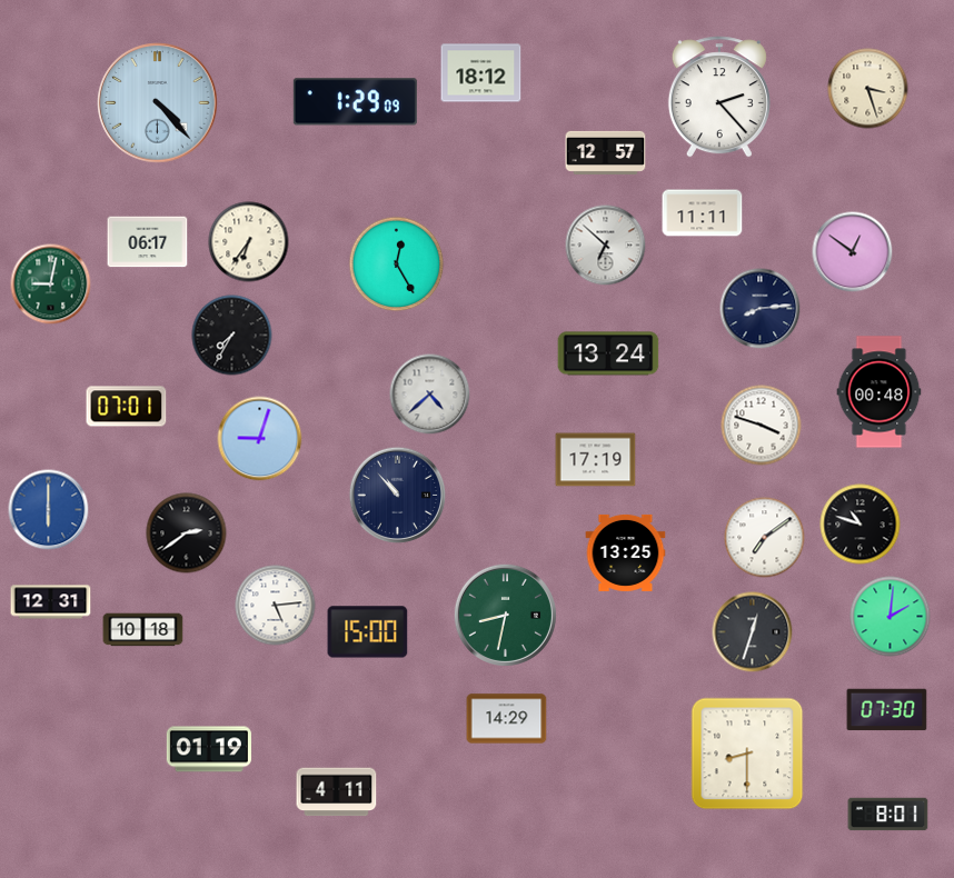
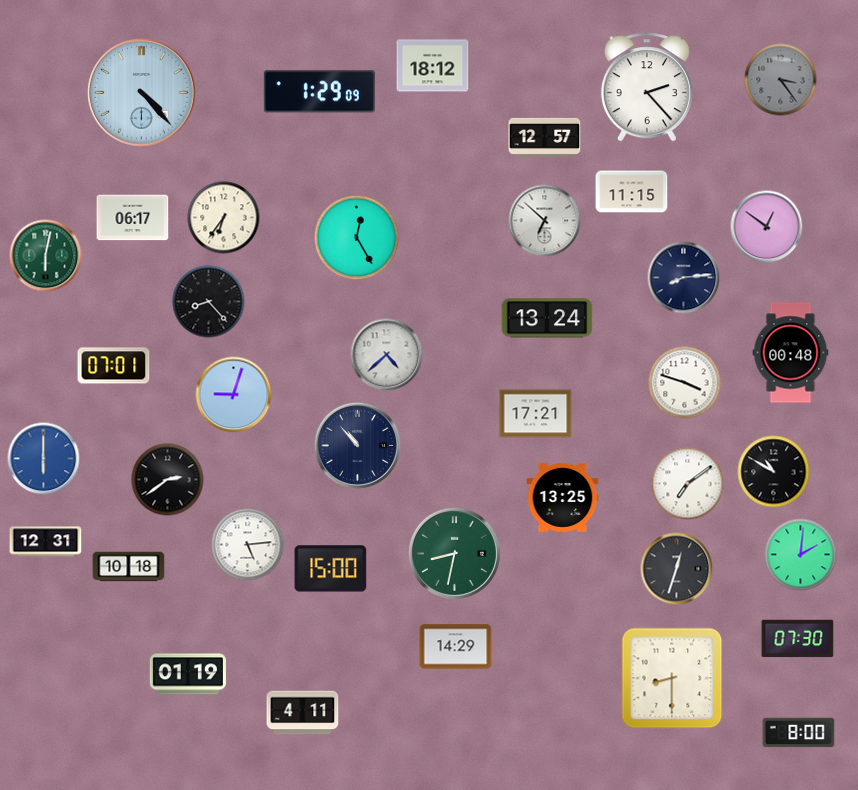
clock at (868, 89): 3:27 -> 3:24
clock at (868, 89) dial: cream -> grey
clock at (703, 213): 11:11 -> 11:15
clock at (51, 285): 9:02 -> 6:02
clock at (232, 336): 7:35 -> 8:23
clock at (596, 460): 17:19 -> 17:21
clock at (861, 525): 10:48 -> 10:50
clock at (888, 815): 8:01 -> 8:00
